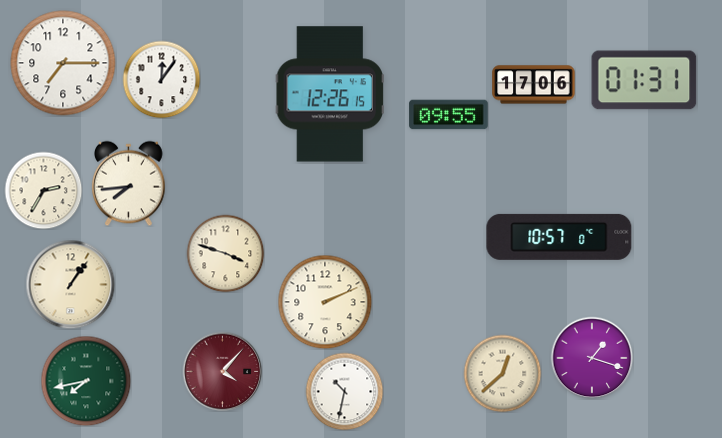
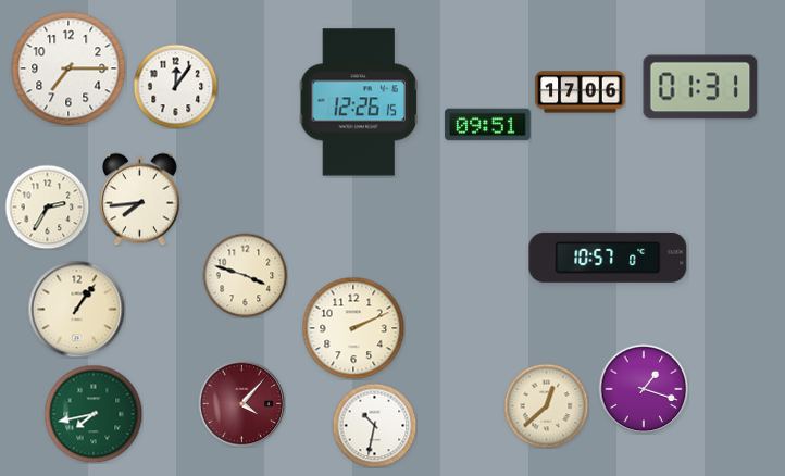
clock at (449, 115): 09:55 -> 09:51
